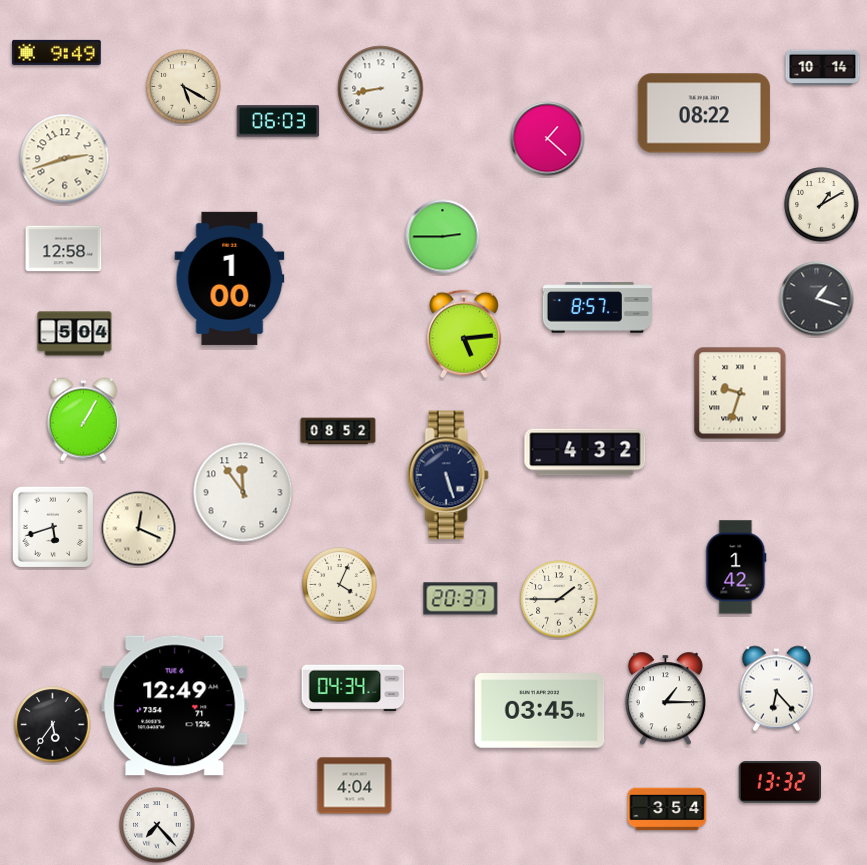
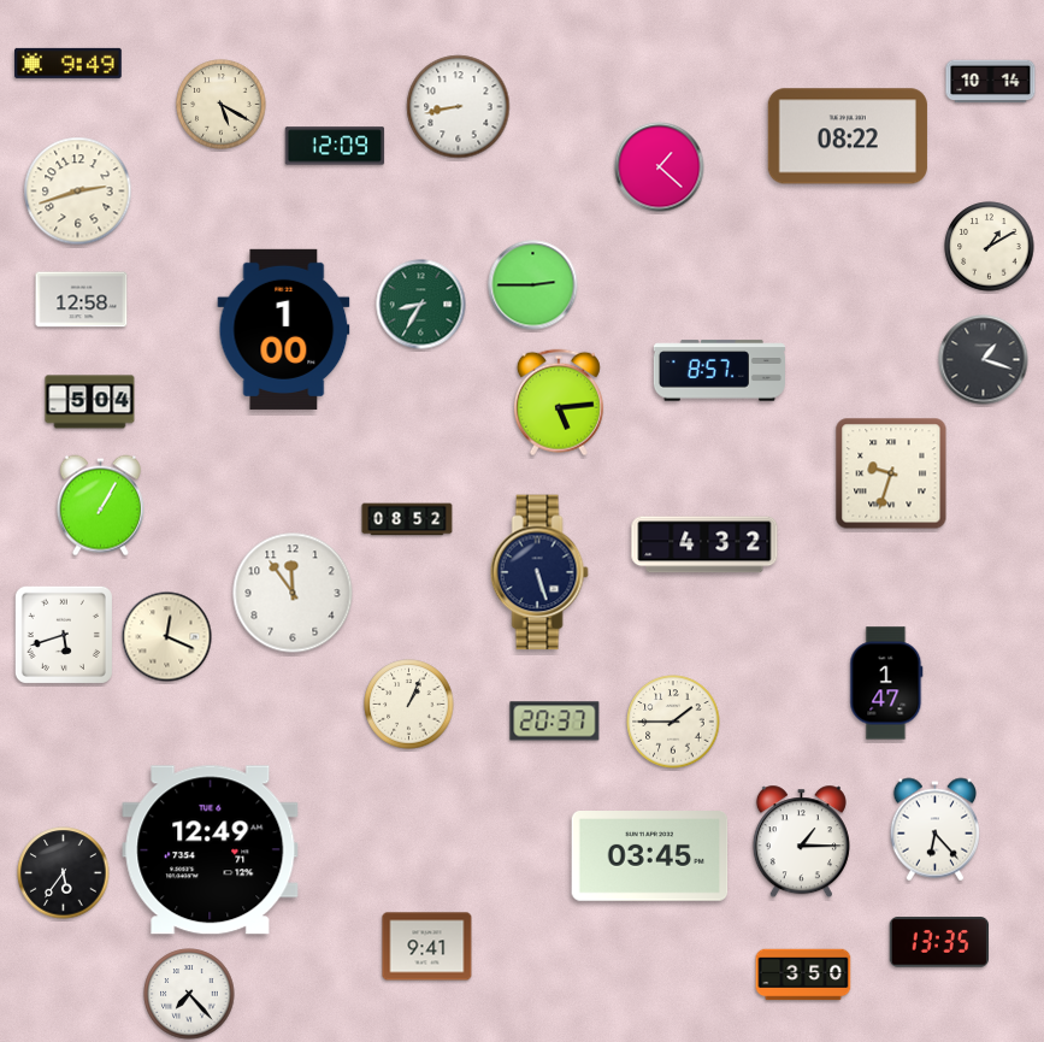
clock at (278, 121): 06:03 -> 12:09
clock at (64, 249) position: (64, 249) -> (82, 300)
clock at (421, 305): none -> 8:35
clock at (230, 278) position: (230, 278) -> (284, 329)
clock at (736, 567): 1:42 -> 1:47
clock at (340, 585): 4:04 -> 1:04
clock at (353, 688): 04:34 -> none
clock at (780, 782): 13:32 -> 13:35
clock at (355, 786): 4:04 -> 9:41
clock at (667, 809): 3:54 -> 3:50
